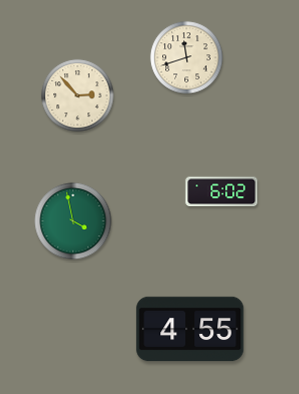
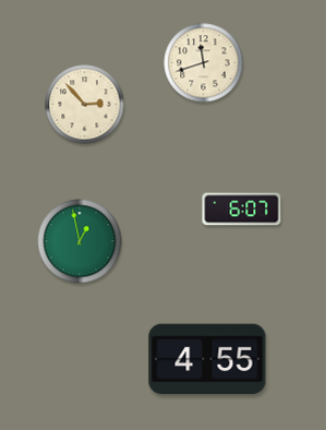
clock at (222, 192): 6:02 -> 6:07
clock at (73, 221): 3:58 -> 12:58
